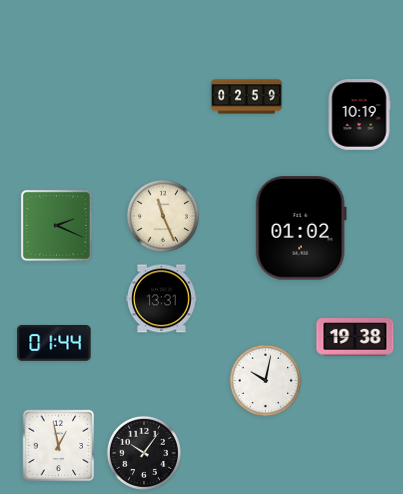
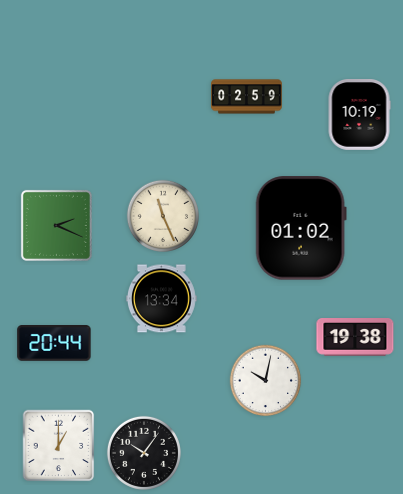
clock at (162, 299): 13:31 -> 13:34
clock at (54, 343): 01:44 -> 20:44
clock at (59, 446): 12:58 -> 1:00
